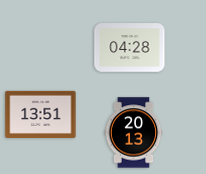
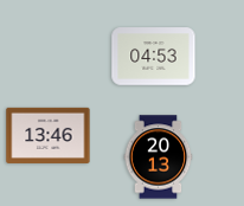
clock at (130, 48): 04:28 -> 04:53
clock at (41, 114): 13:51 -> 13:46
